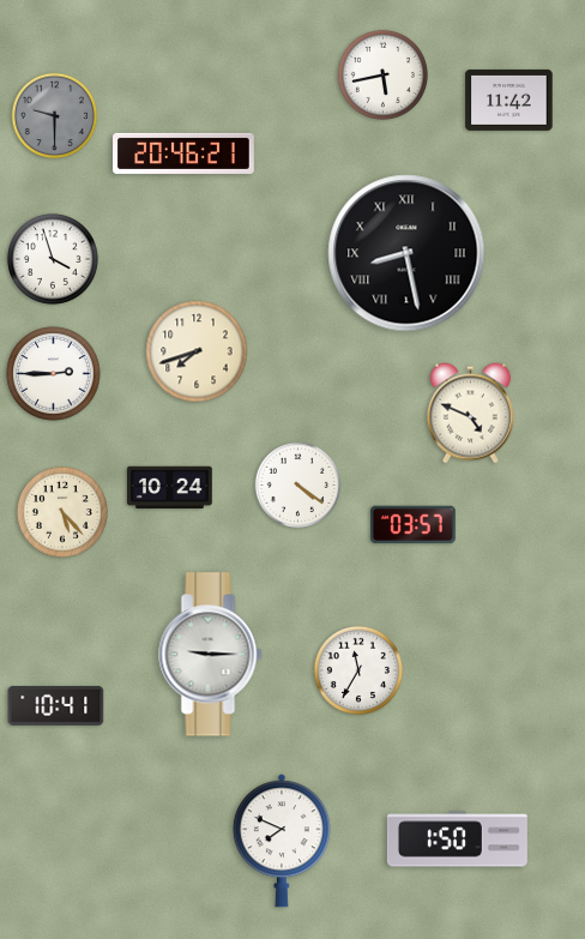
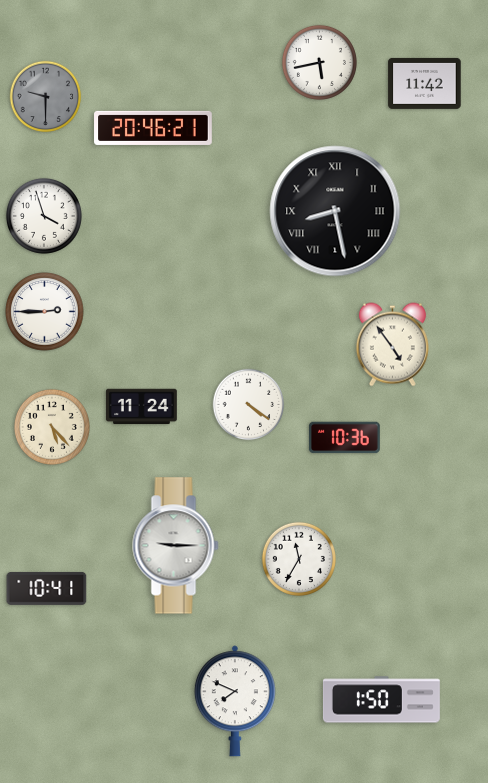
clock at (406, 253) position: (406, 253) -> (335, 211)
clock at (197, 351): 7:42 -> none
clock at (470, 414): 4:49 -> 4:54
clock at (169, 488): 10:24 -> 11:24
clock at (412, 525): 03:57 -> 10:36
